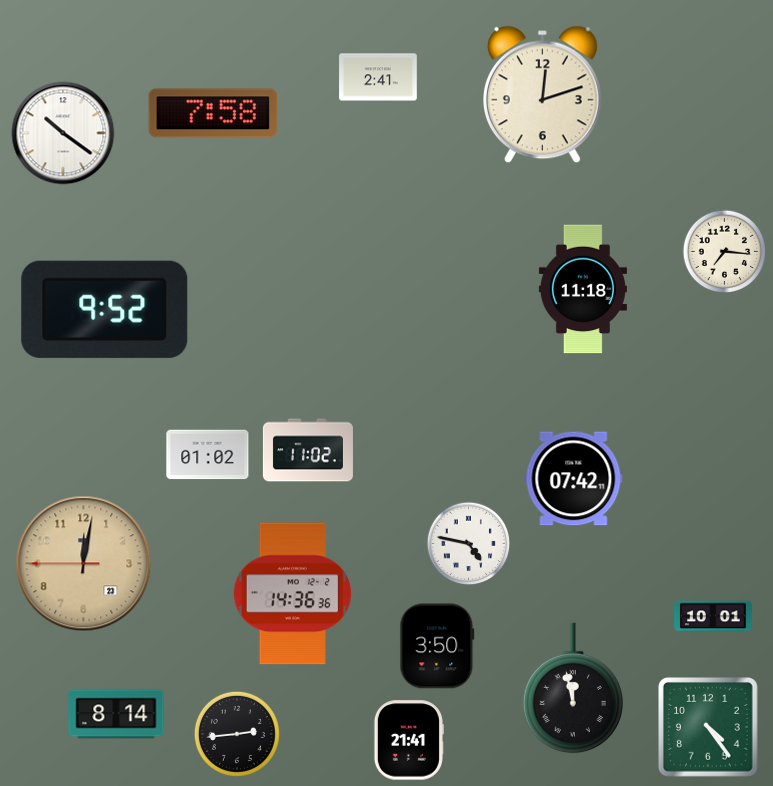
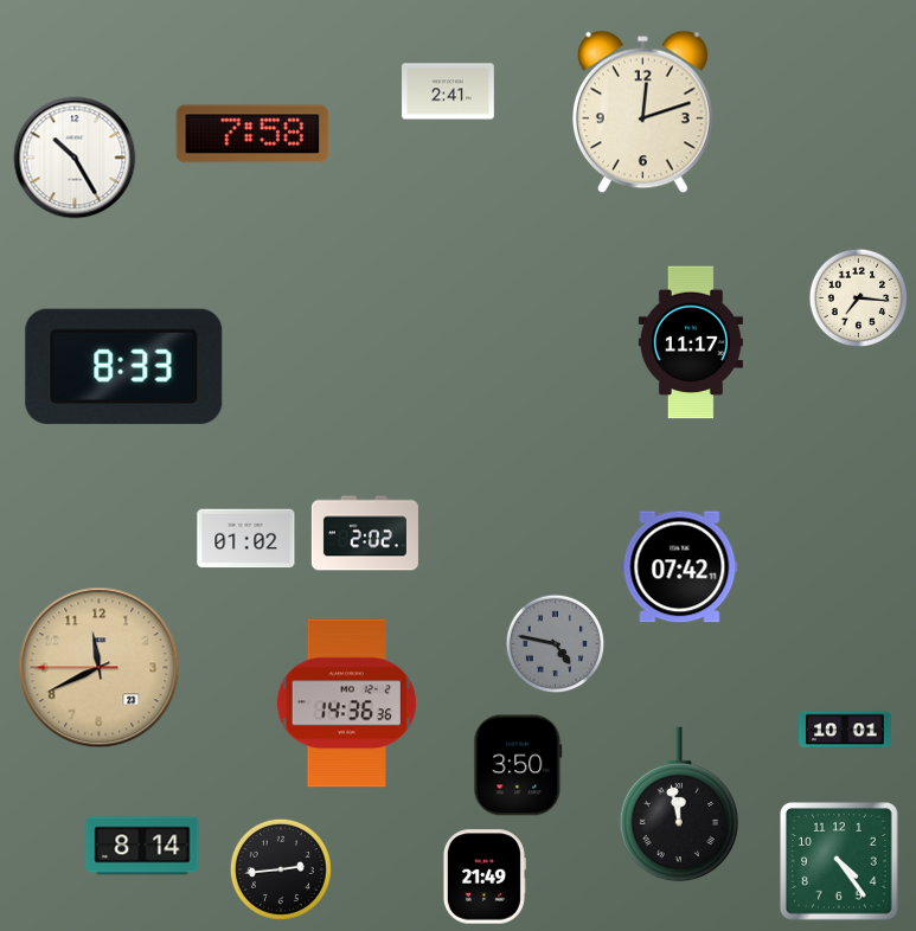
clock at (63, 133): 10:21 -> 10:25
clock at (583, 289): 11:18 -> 11:17
clock at (105, 309): 9:52 -> 8:33
clock at (308, 450): 11:02 -> 2:02
clock at (469, 544) dial: white -> grey
clock at (84, 564): 12:01 -> 11:40
clock at (573, 688) position: (573, 688) -> (679, 804)
clock at (116, 714) position: (116, 714) -> (142, 846)
clock at (408, 740): 21:41 -> 21:49
